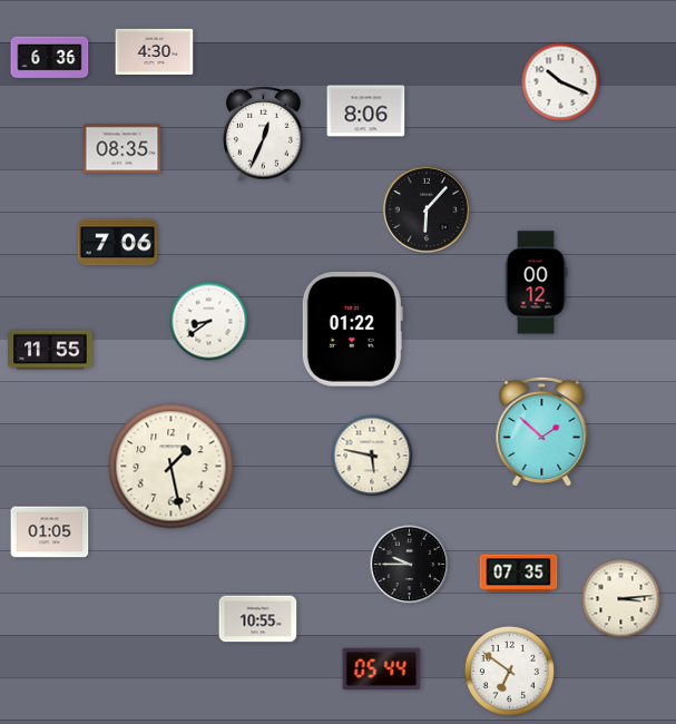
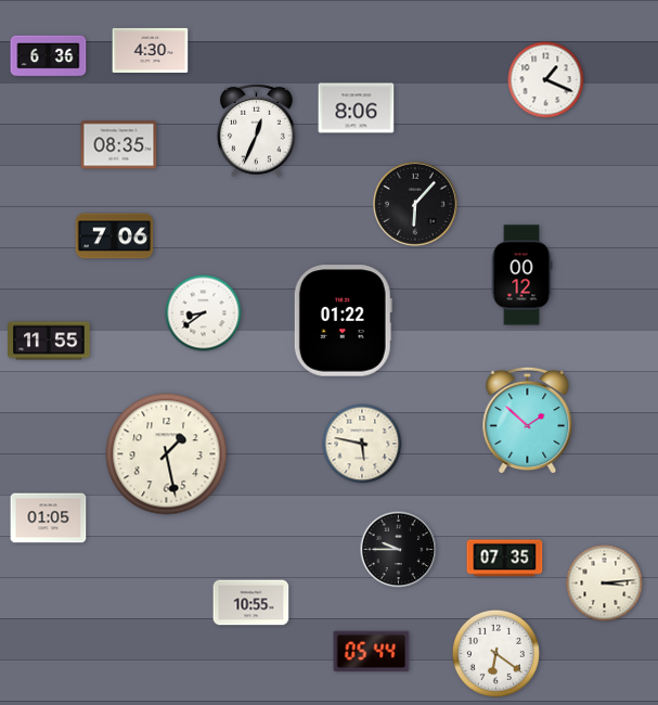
clock at (561, 82): 10:19 -> 1:19
clock at (509, 671): 6:51 -> 6:21
